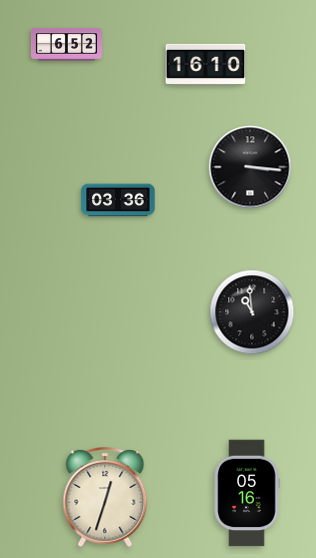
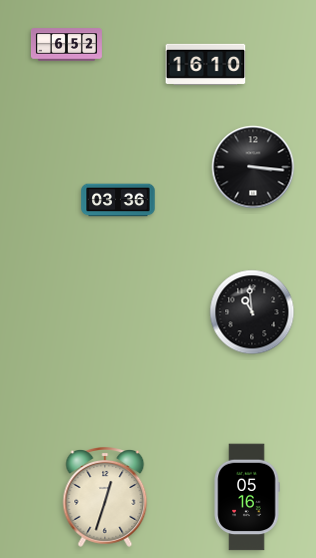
clock at (250, 167) position: (250, 167) -> (253, 167)
clock at (247, 493) position: (247, 493) -> (247, 497)
